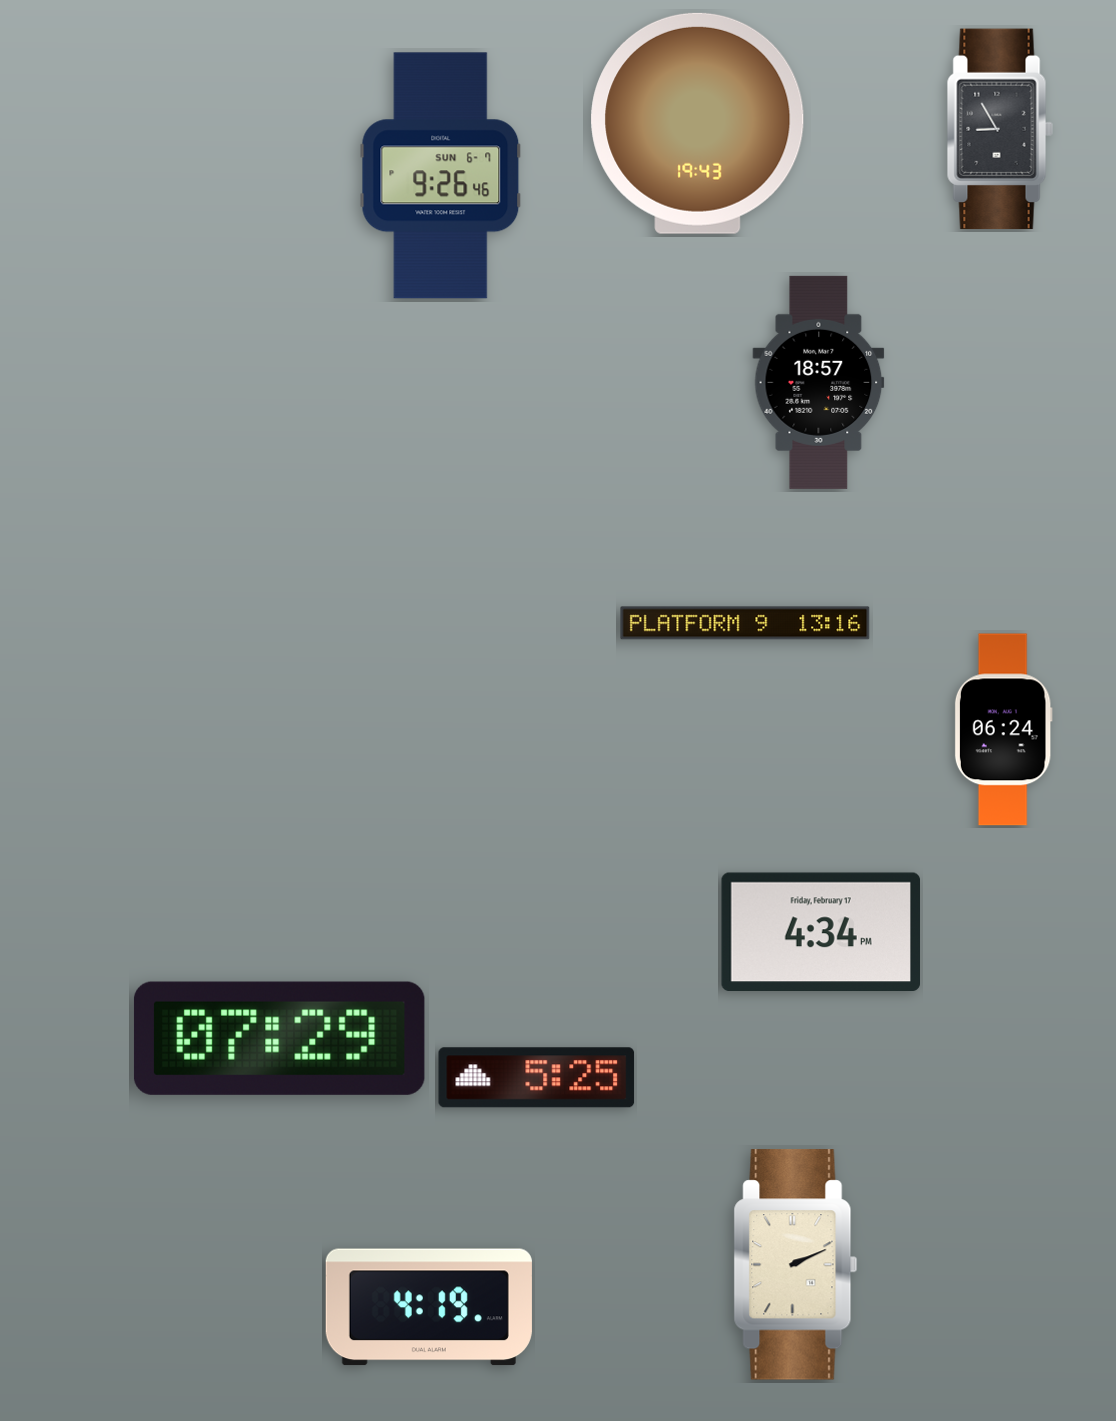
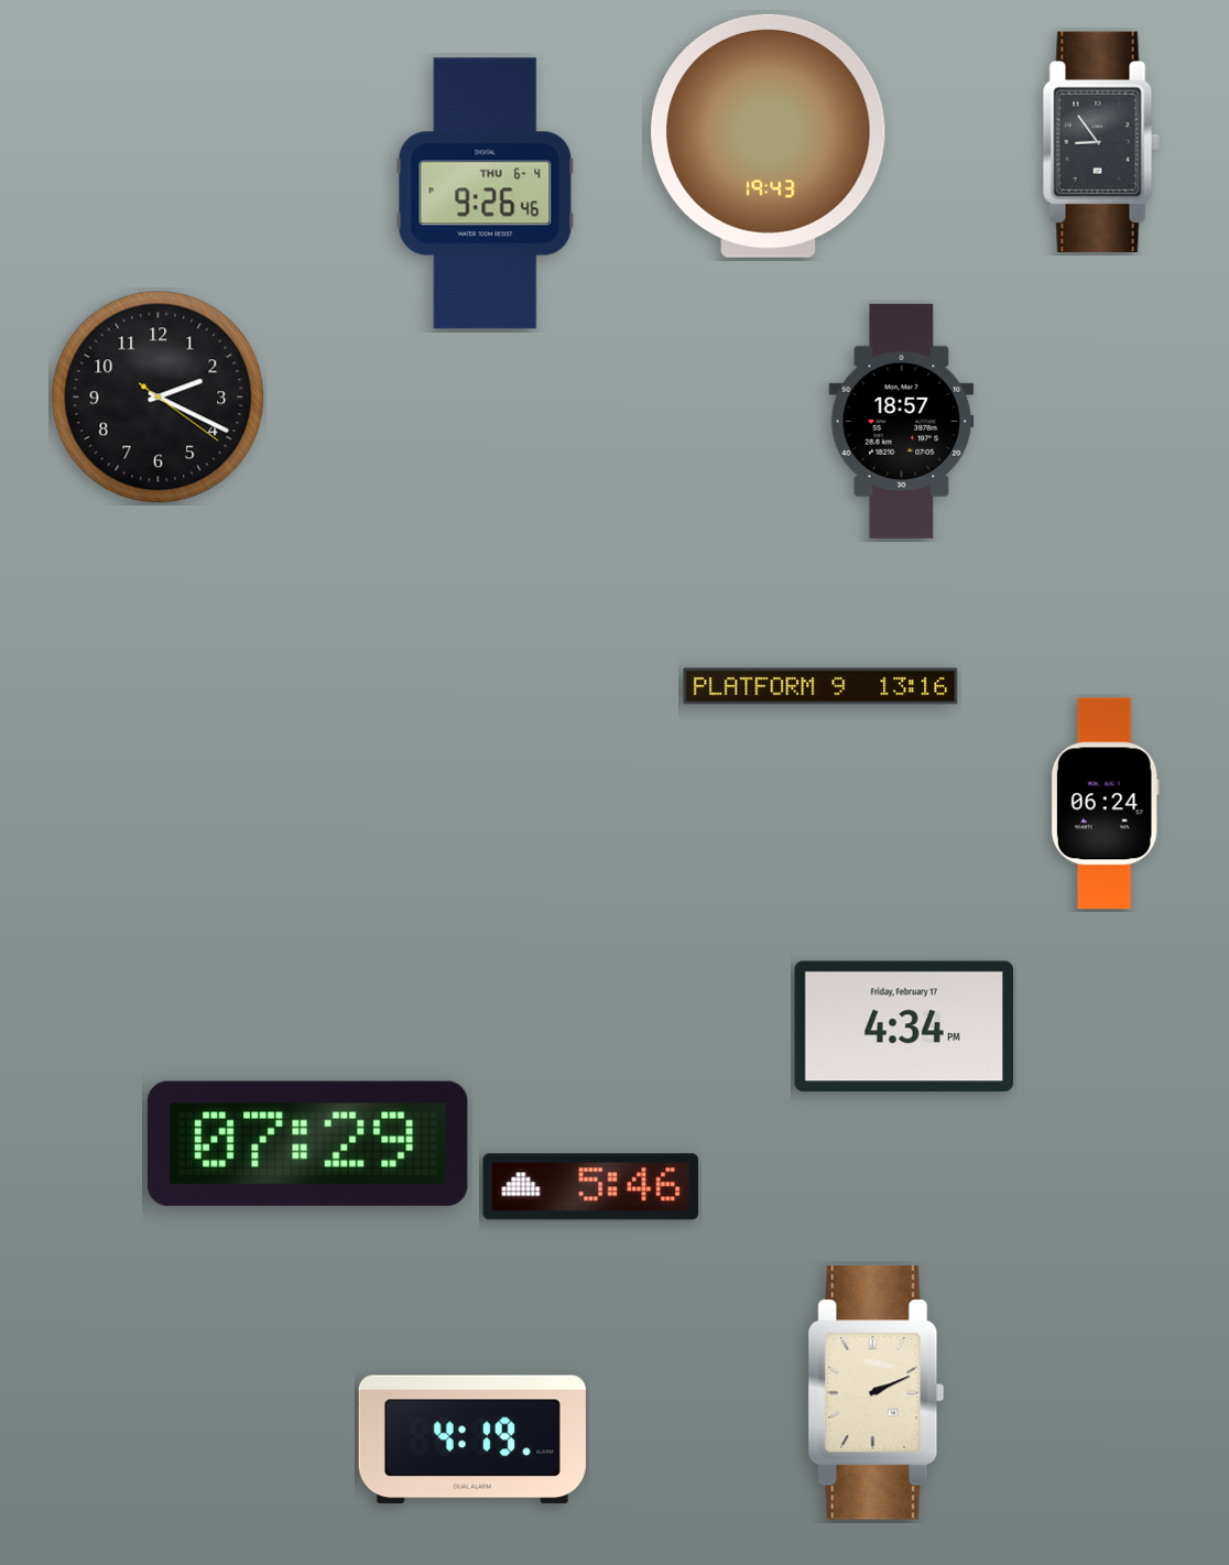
clock at (1000, 129): 8:55 -> 8:54
clock at (441, 176) date: SUN 6-7 -> THU 6-4
clock at (159, 398): none -> 2:19
clock at (537, 1078): 5:25 -> 5:46
